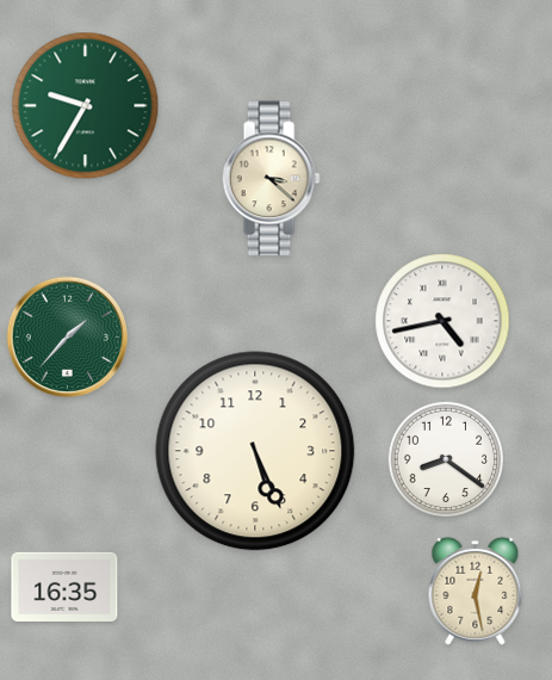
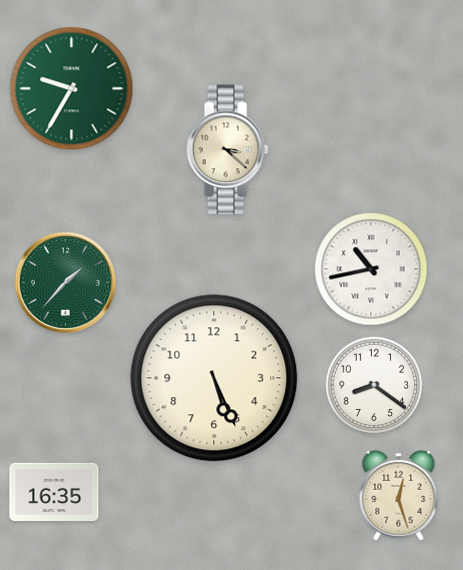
clock at (442, 321): 4:43 -> 10:43
clock at (68, 338) position: (68, 338) -> (66, 283)
clock at (476, 591): 12:28 -> 12:27
